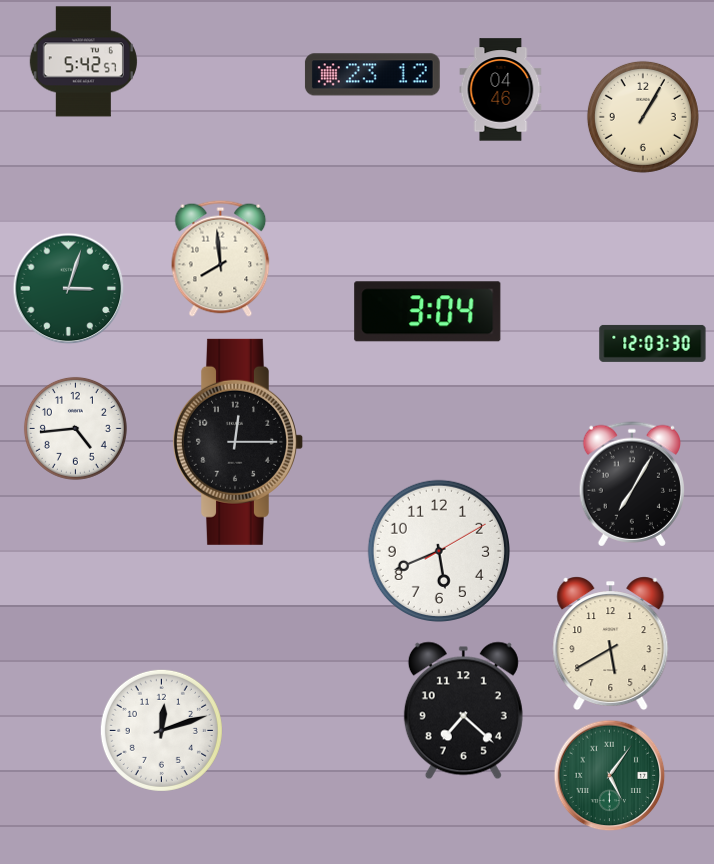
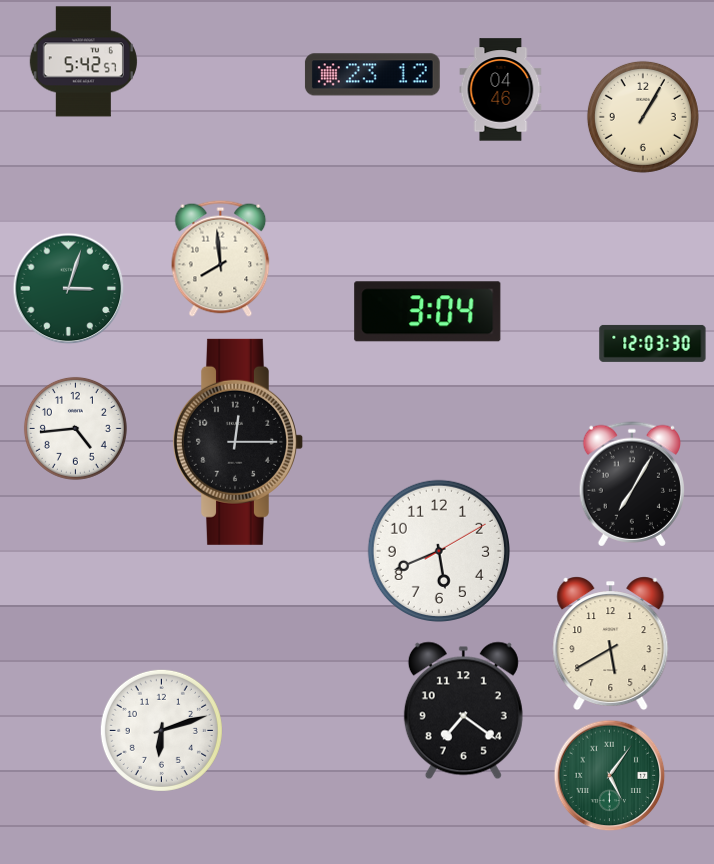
clock at (463, 711): 7:22 -> 7:21
clock at (161, 730): 12:12 -> 6:12
